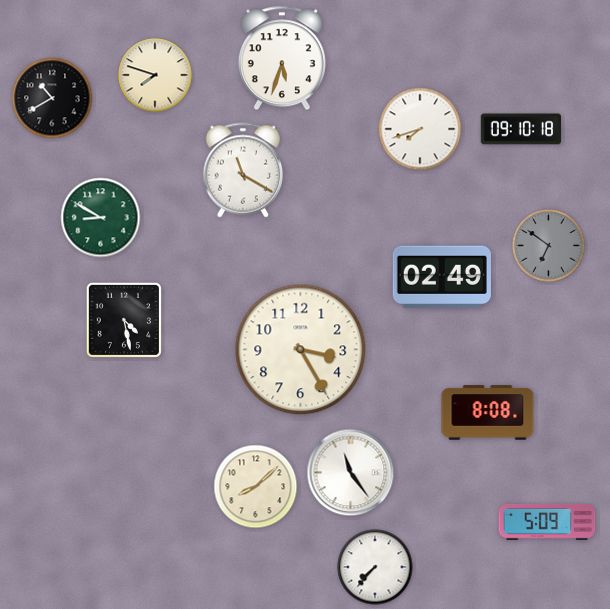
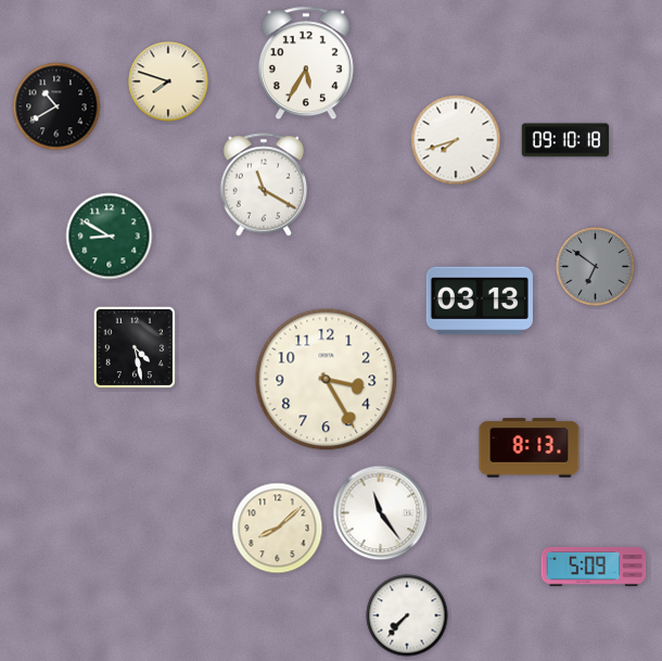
clock at (282, 58): 5:33 -> 5:35
clock at (442, 277): 02:49 -> 03:13
clock at (488, 413): 8:08 -> 8:13
